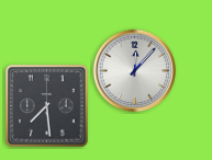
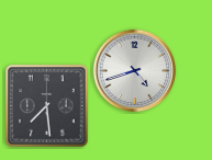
clock at (135, 71): 12:07 -> 4:42
